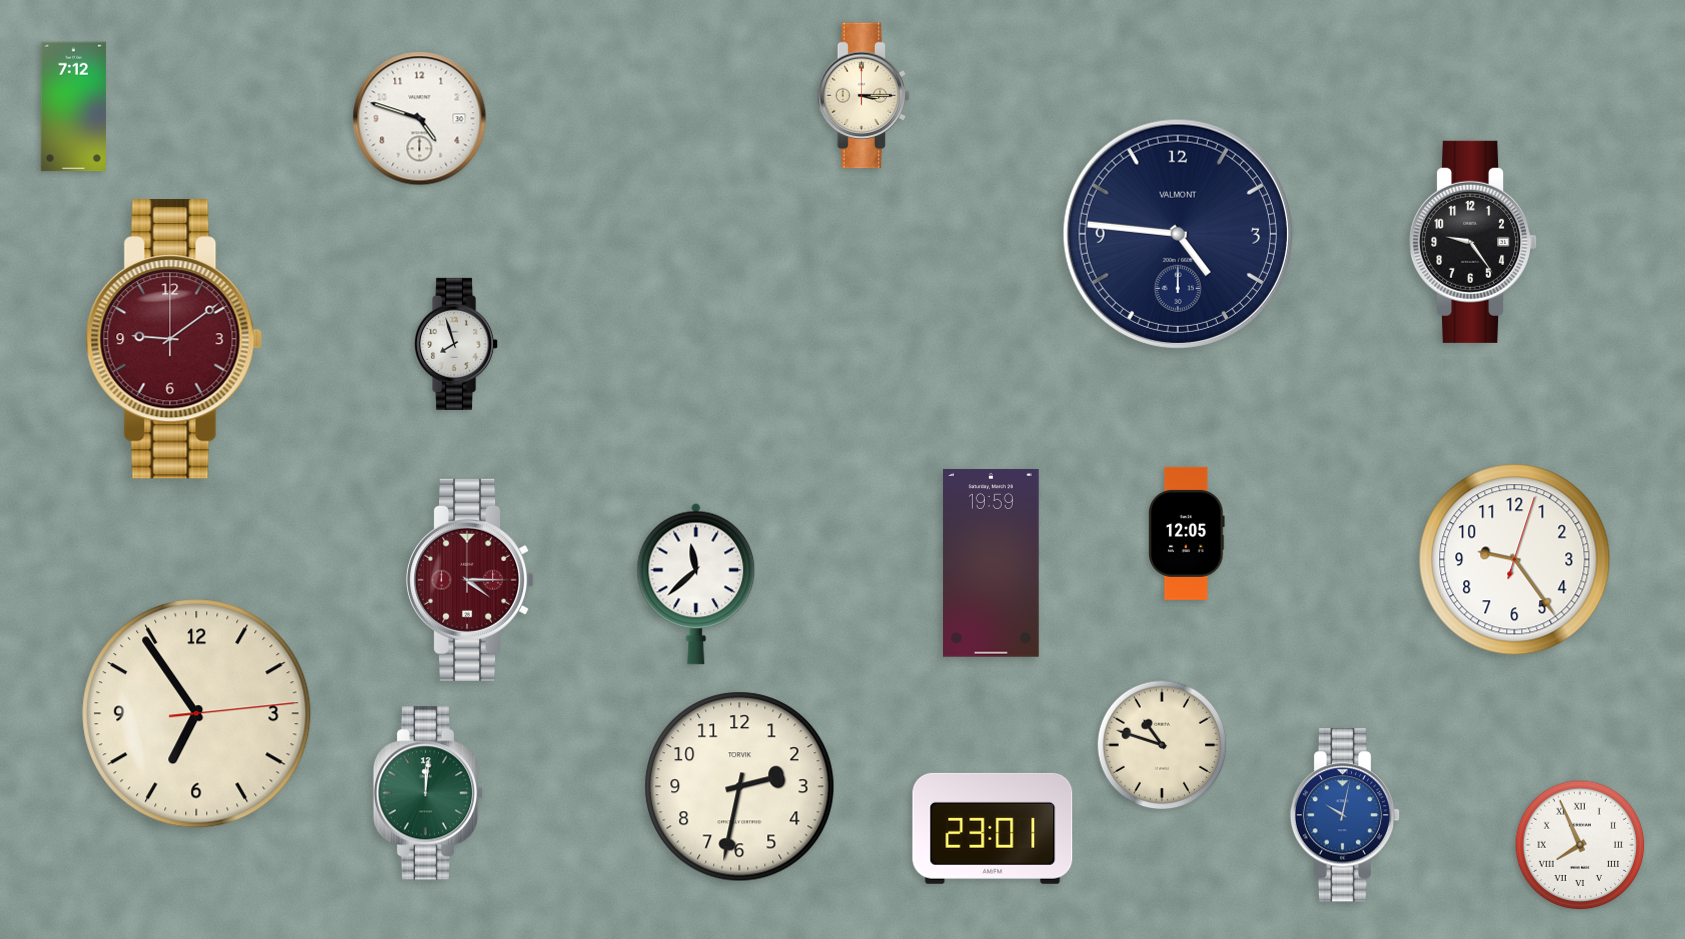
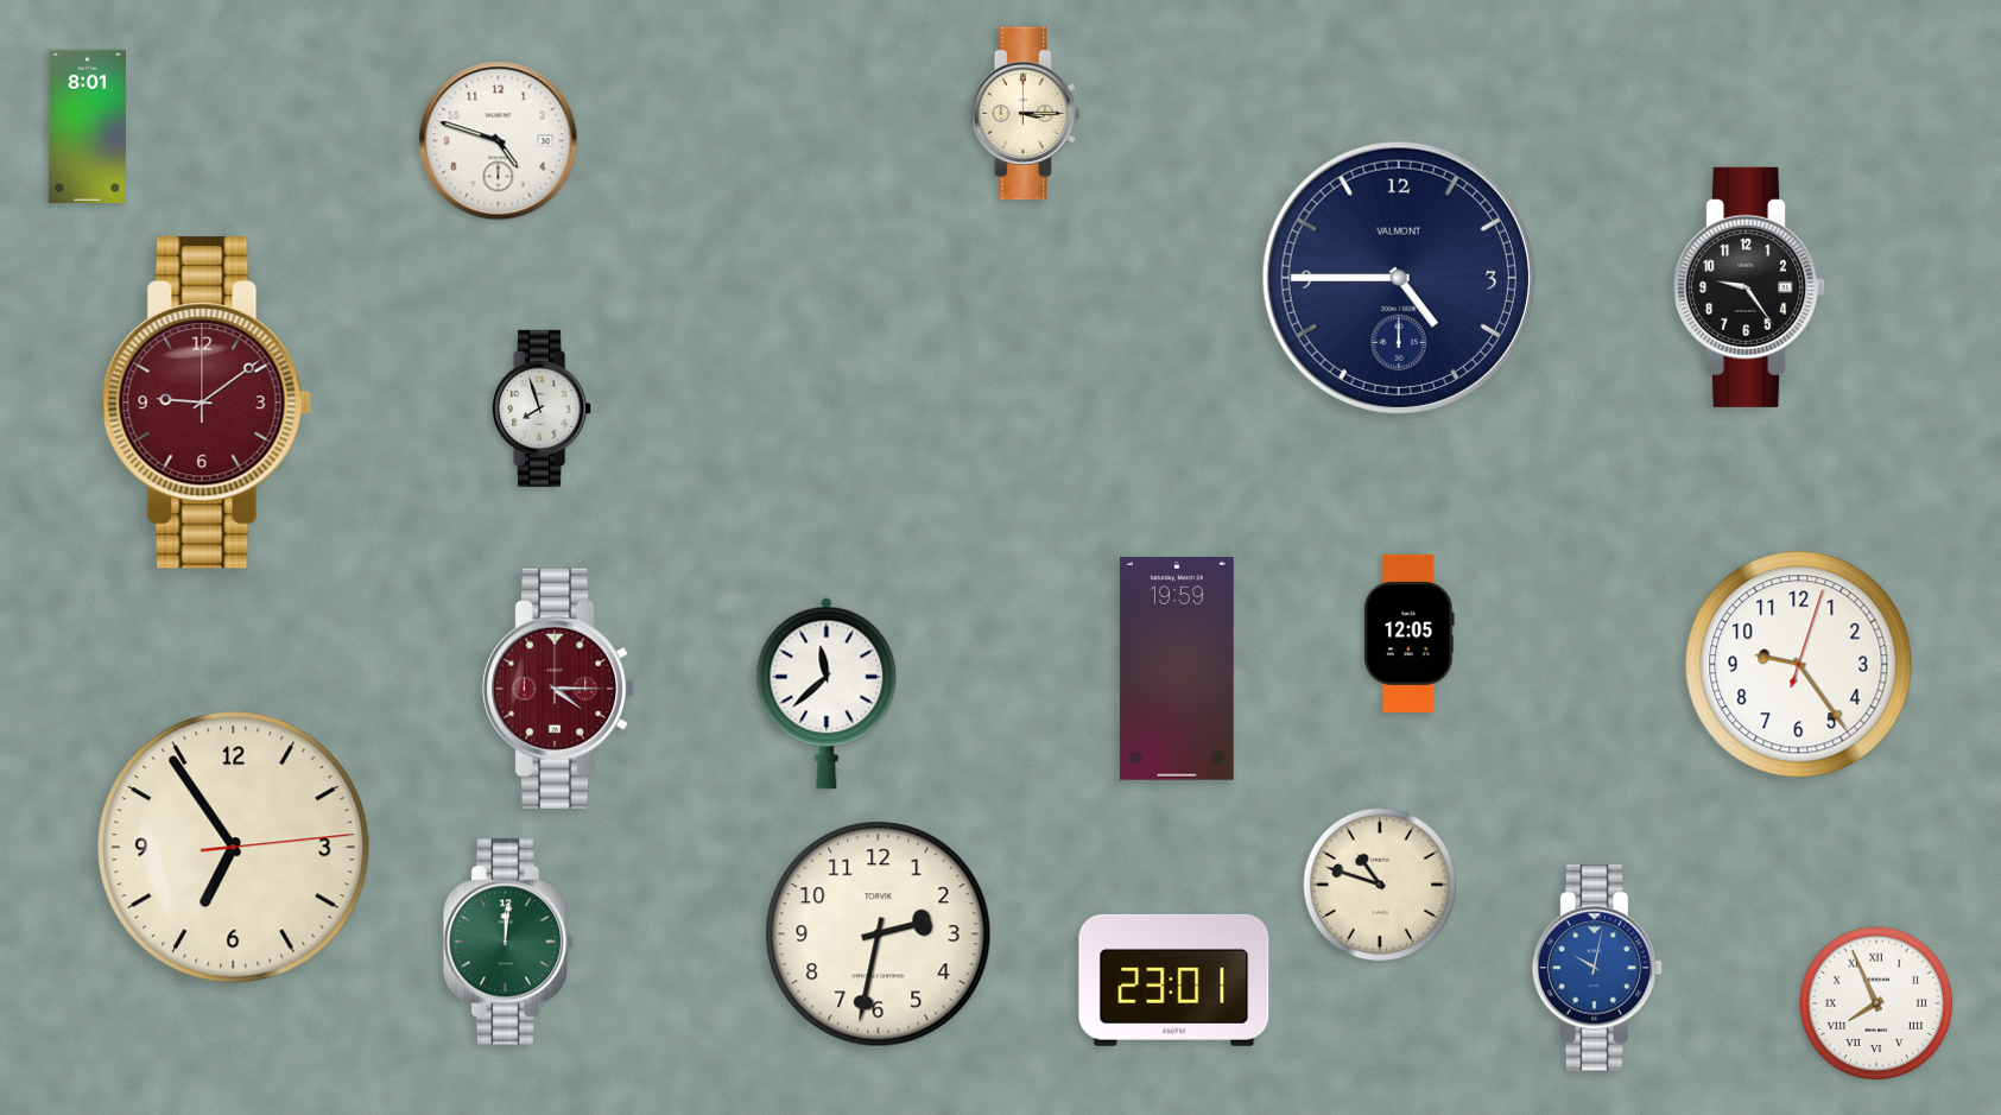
clock at (73, 107): 7:12 -> 8:01
clock at (1178, 234): 4:46 -> 4:45
clock at (993, 828) position: (993, 828) -> (1174, 980)
